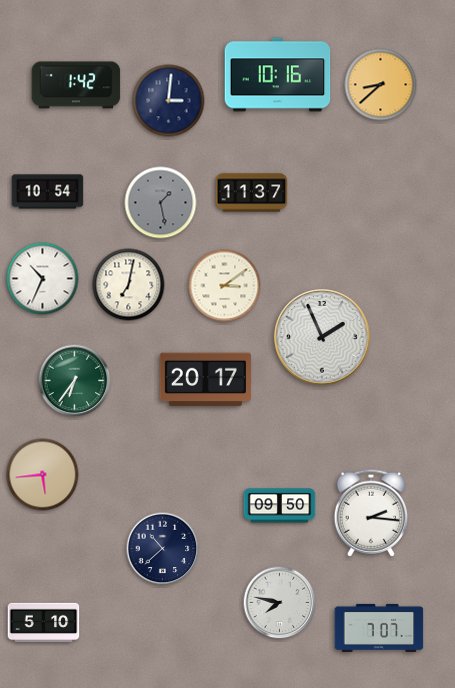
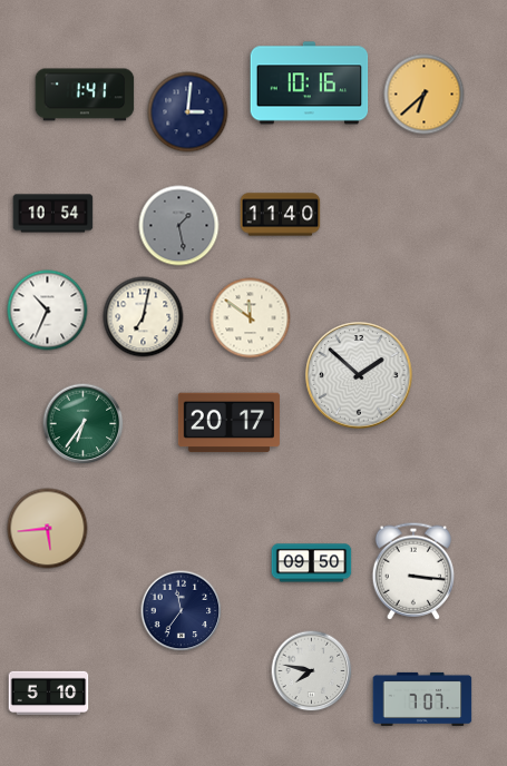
clock at (76, 85): 1:42 -> 1:41
clock at (381, 85): 8:38 -> 6:38
clock at (252, 193): 11:37 -> 11:40
clock at (225, 286): 3:09 -> 11:51
clock at (322, 337): 1:56 -> 1:52
clock at (370, 513): 2:16 -> 3:16
clock at (163, 549): 10:38 -> 11:36
